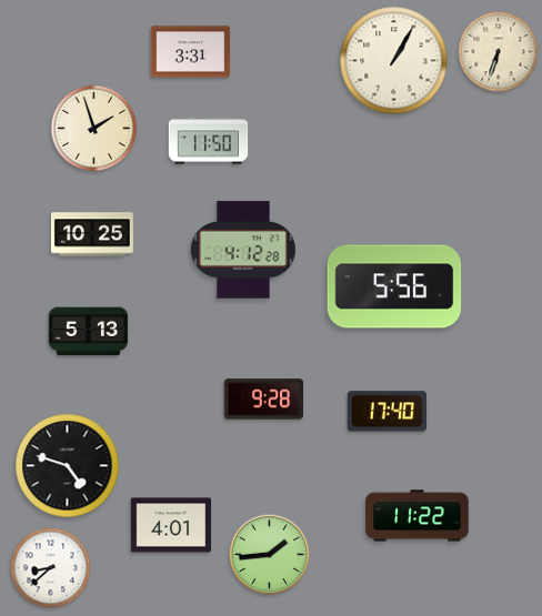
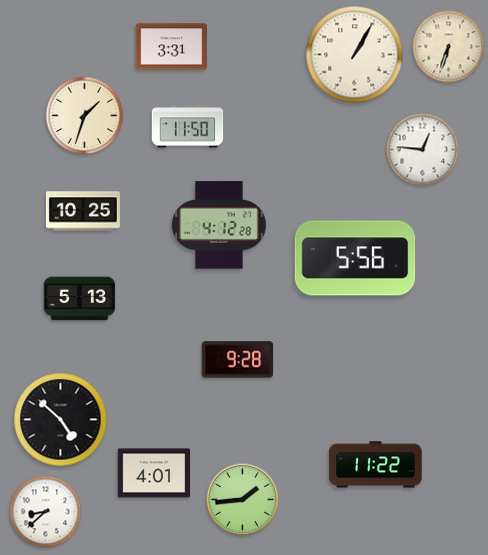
clock at (94, 129): 1:57 -> 1:33
clock at (423, 150): none -> 12:46
clock at (388, 412): 17:40 -> none
clock at (68, 466): 4:48 -> 4:52
